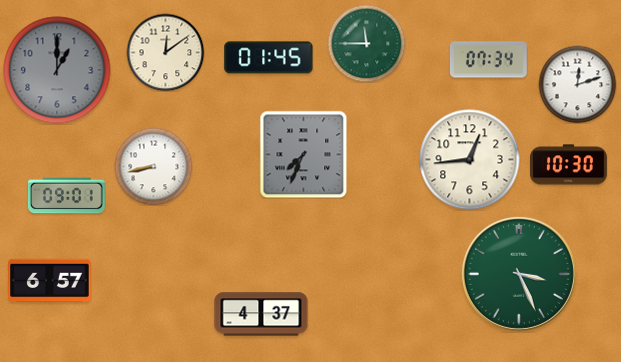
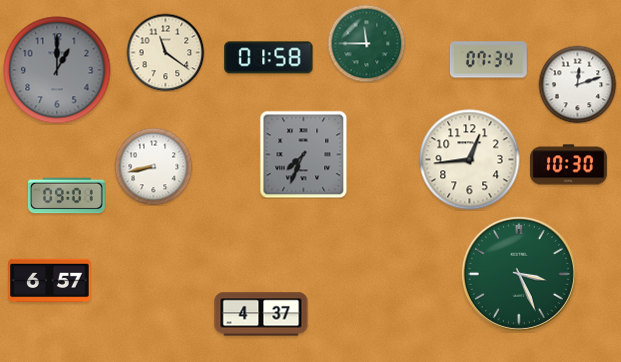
clock at (165, 52): 12:09 -> 11:21
clock at (269, 58): 01:45 -> 01:58
